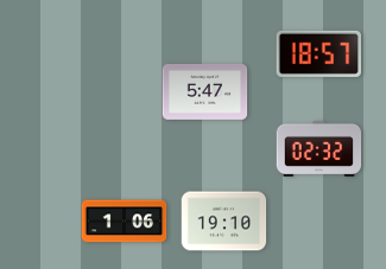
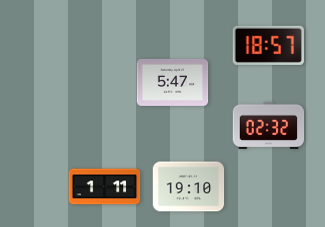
clock at (205, 91) position: (205, 91) -> (173, 82)
clock at (125, 222): 1:06 -> 1:11
